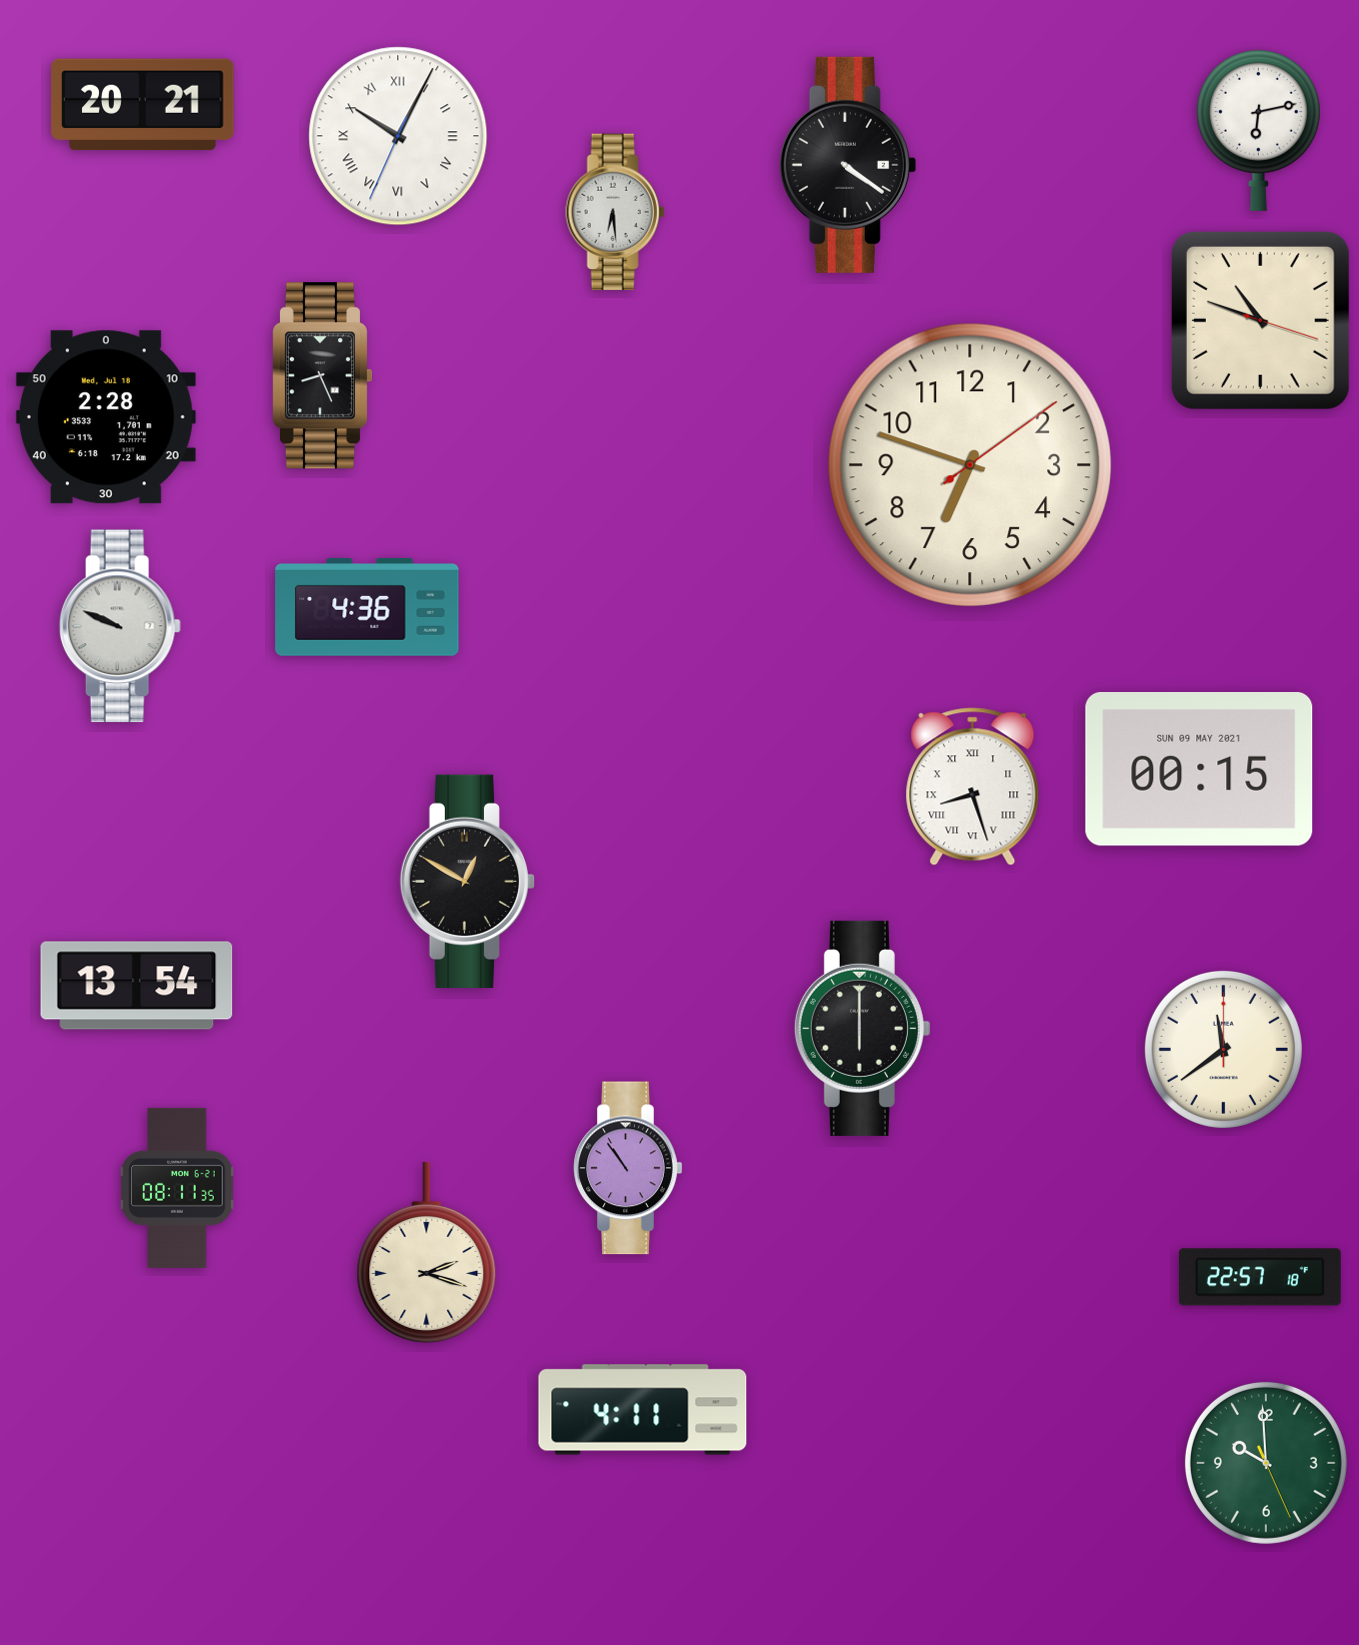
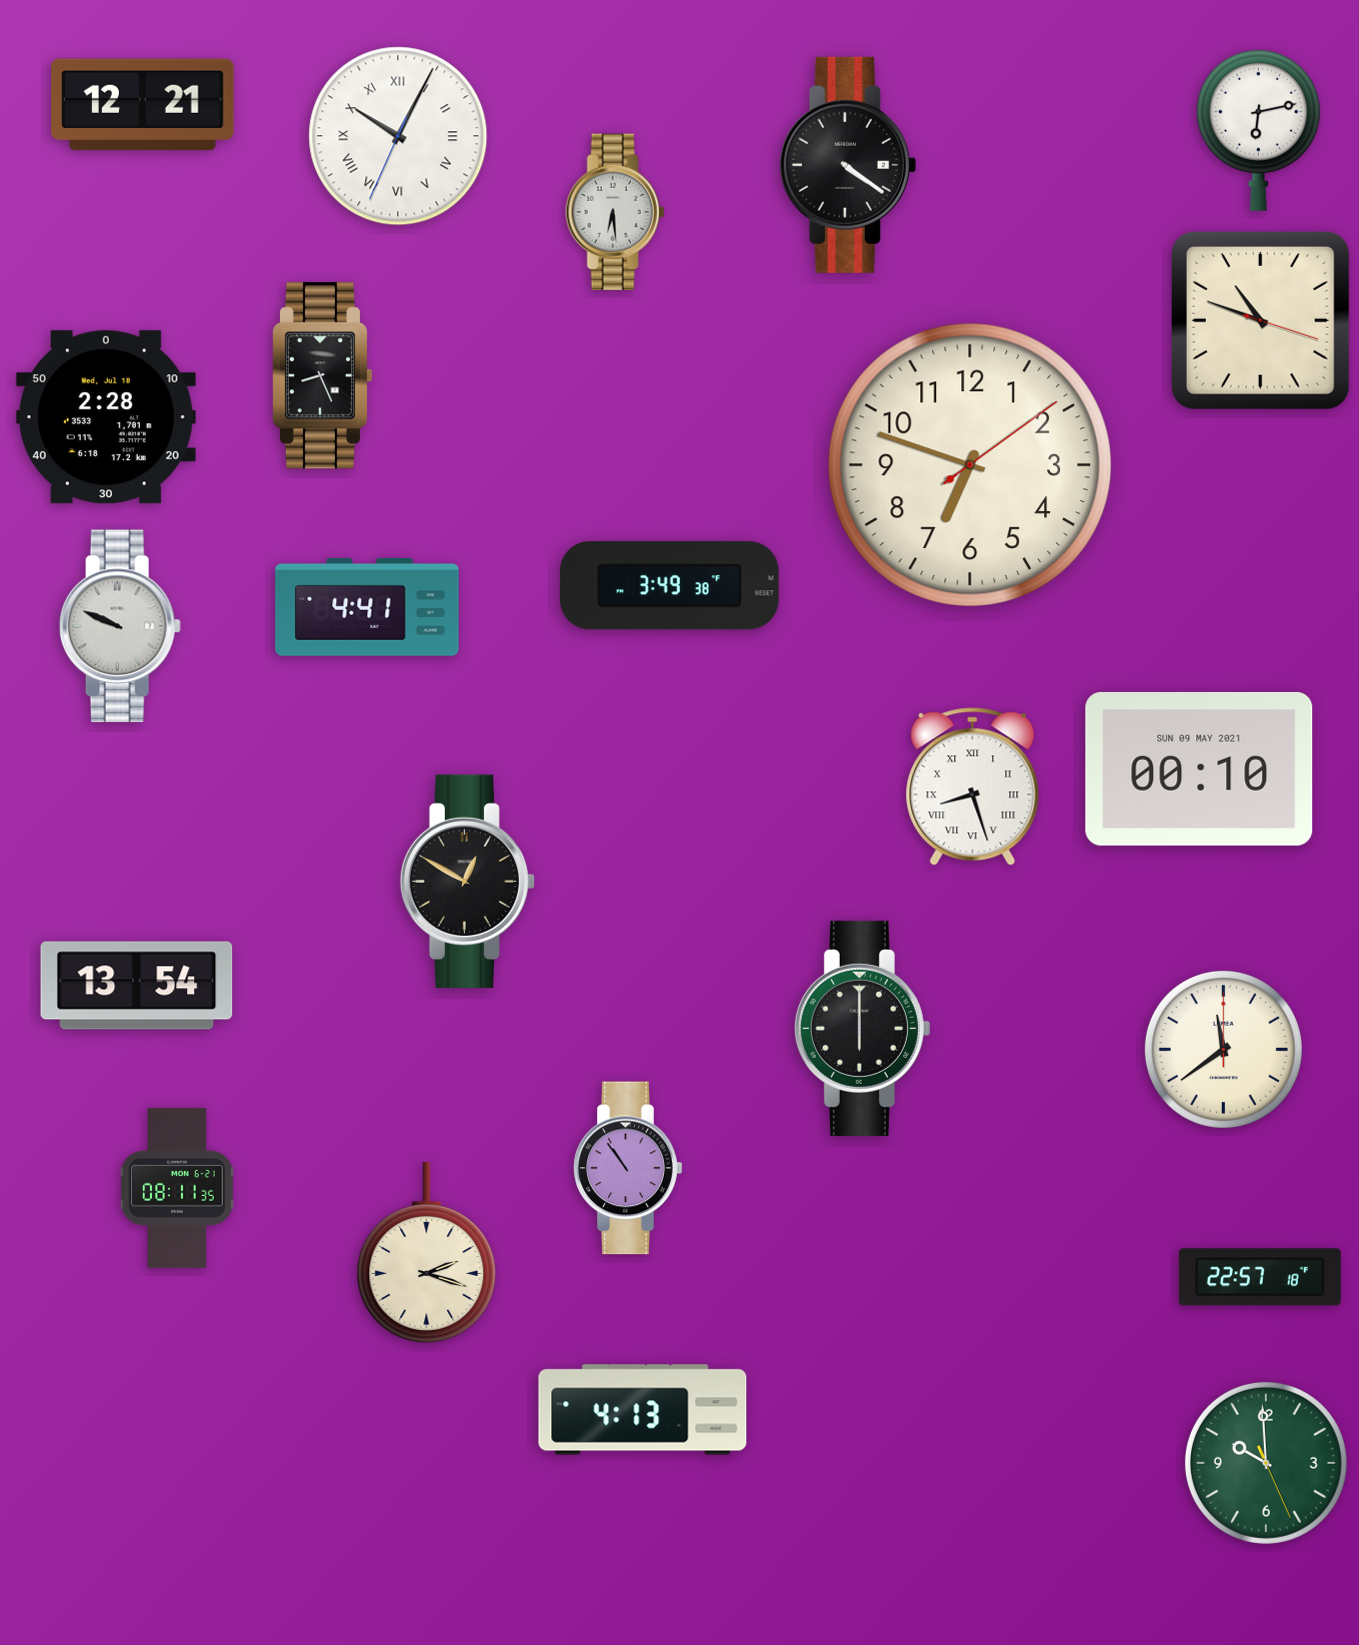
clock at (143, 105): 20:21 -> 12:21
clock at (669, 586): none -> 3:49
clock at (367, 607): 4:36 -> 4:41
clock at (1199, 770): 00:15 -> 00:10
clock at (643, 1410): 4:11 -> 4:13
